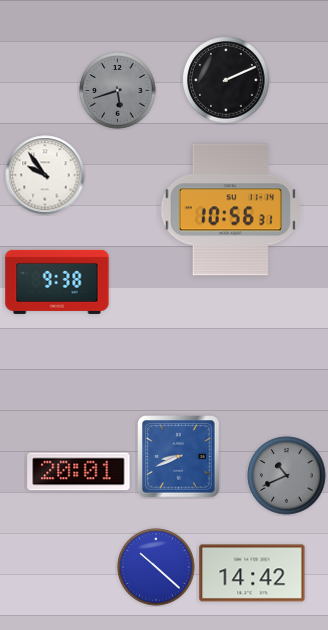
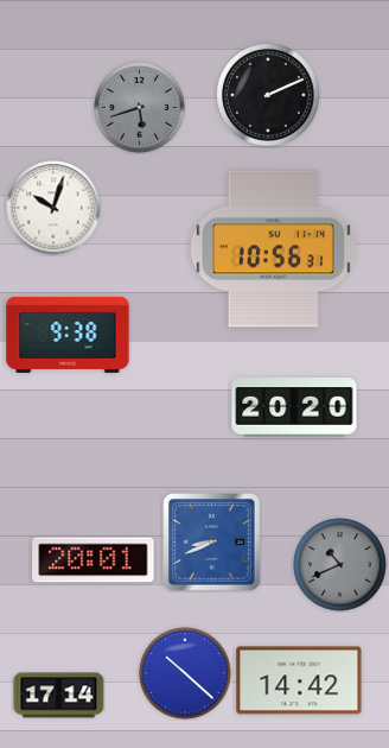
clock at (45, 175): 9:54 -> 10:03
clock at (294, 407): none -> 20:20
clock at (59, 696): none -> 17:14
